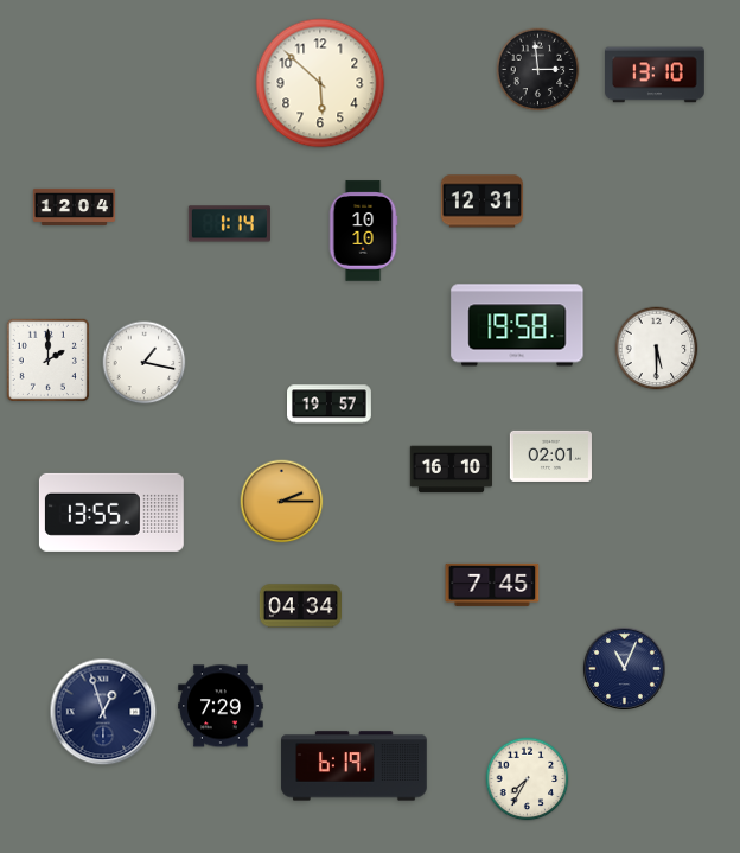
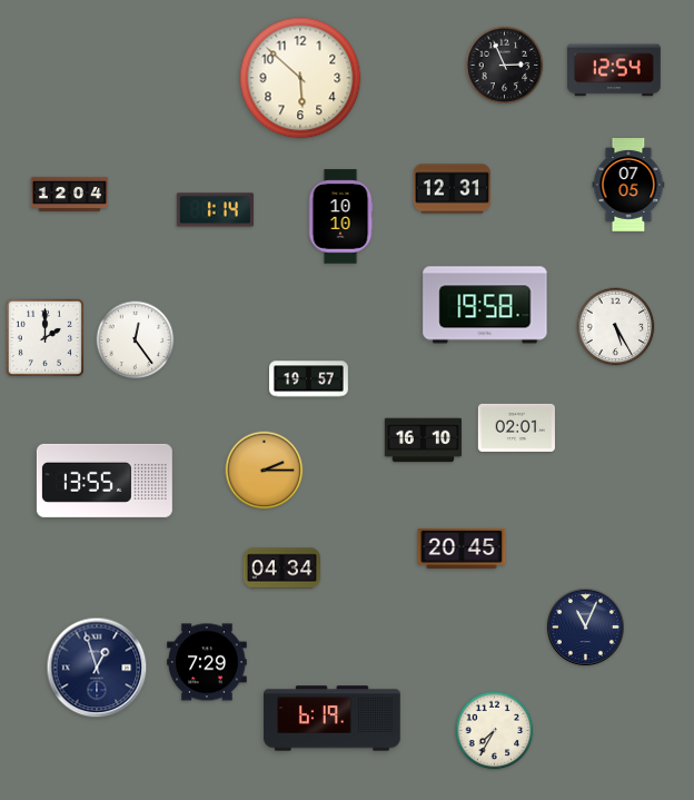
clock at (538, 70): 2:59 -> 2:56
clock at (656, 75): 13:10 -> 12:54
clock at (628, 186): none -> 07:05
clock at (657, 349): 5:30 -> 5:25
clock at (145, 363): 1:17 -> 12:24
clock at (492, 585): 7:45 -> 20:45
